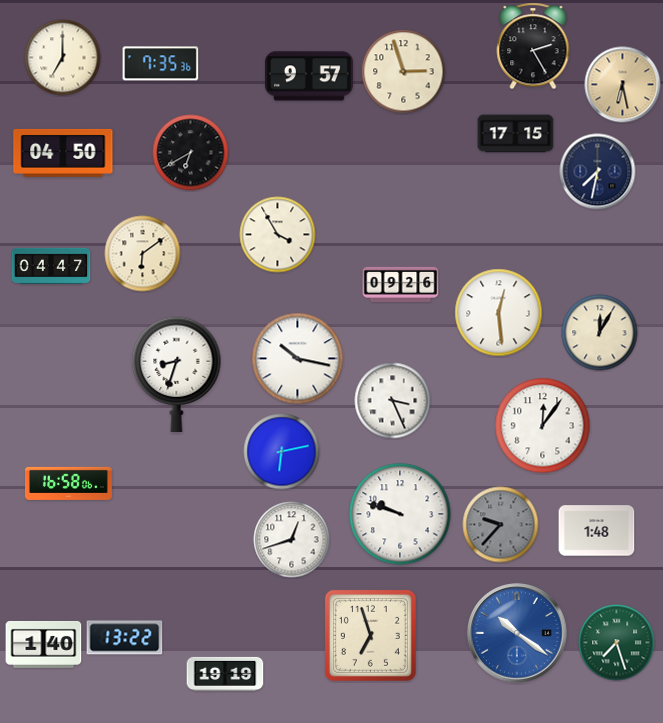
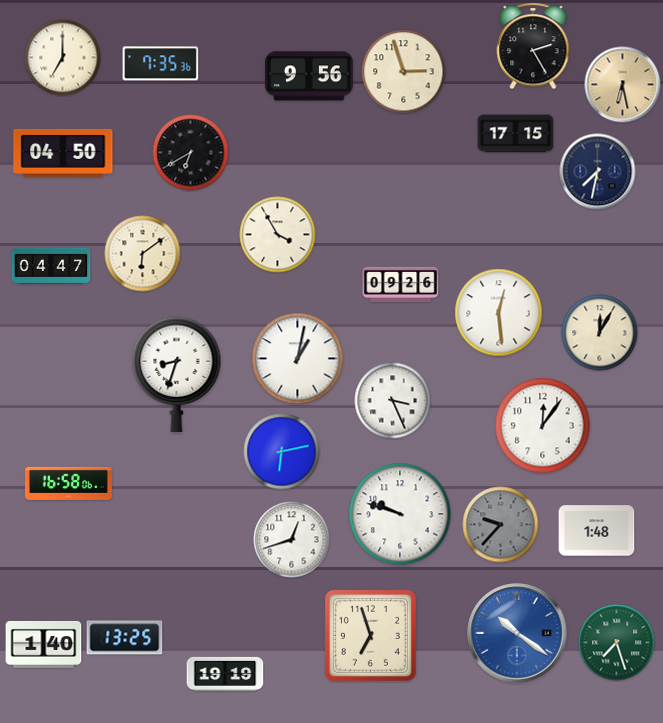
clock at (309, 76): 9:57 -> 9:56
clock at (298, 359): 10:17 -> 1:02
clock at (125, 638): 13:22 -> 13:25
